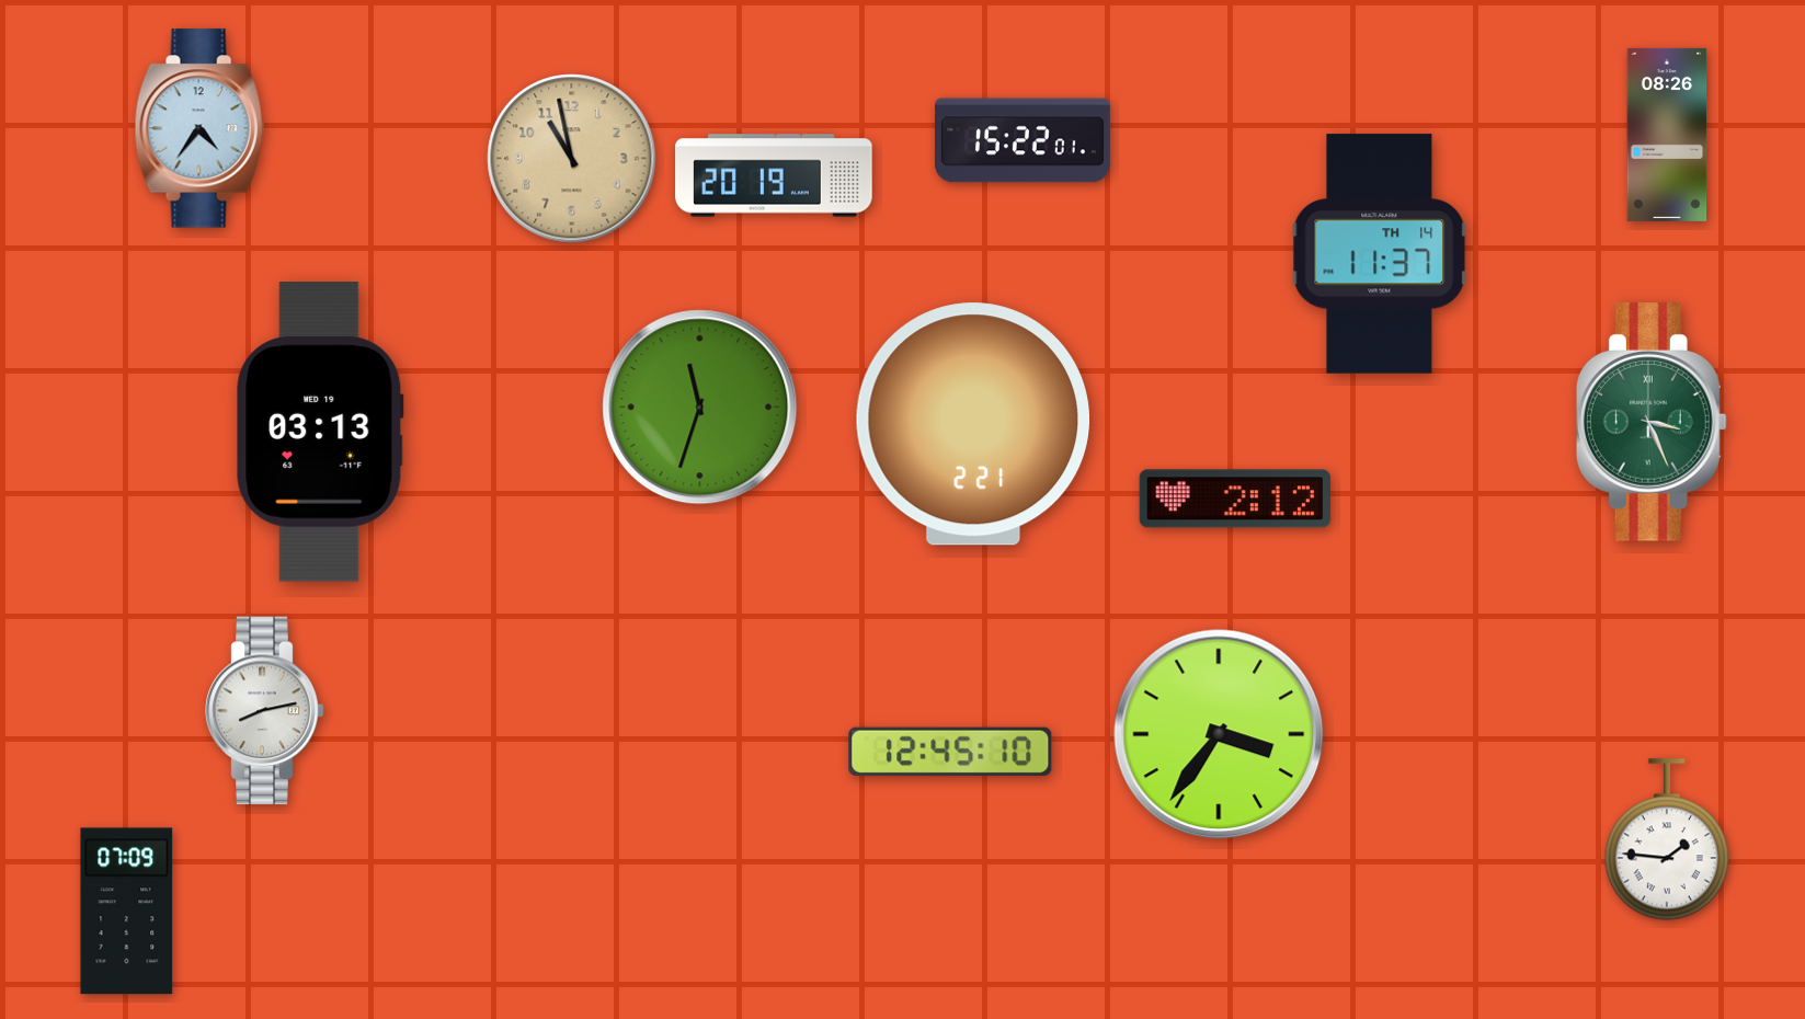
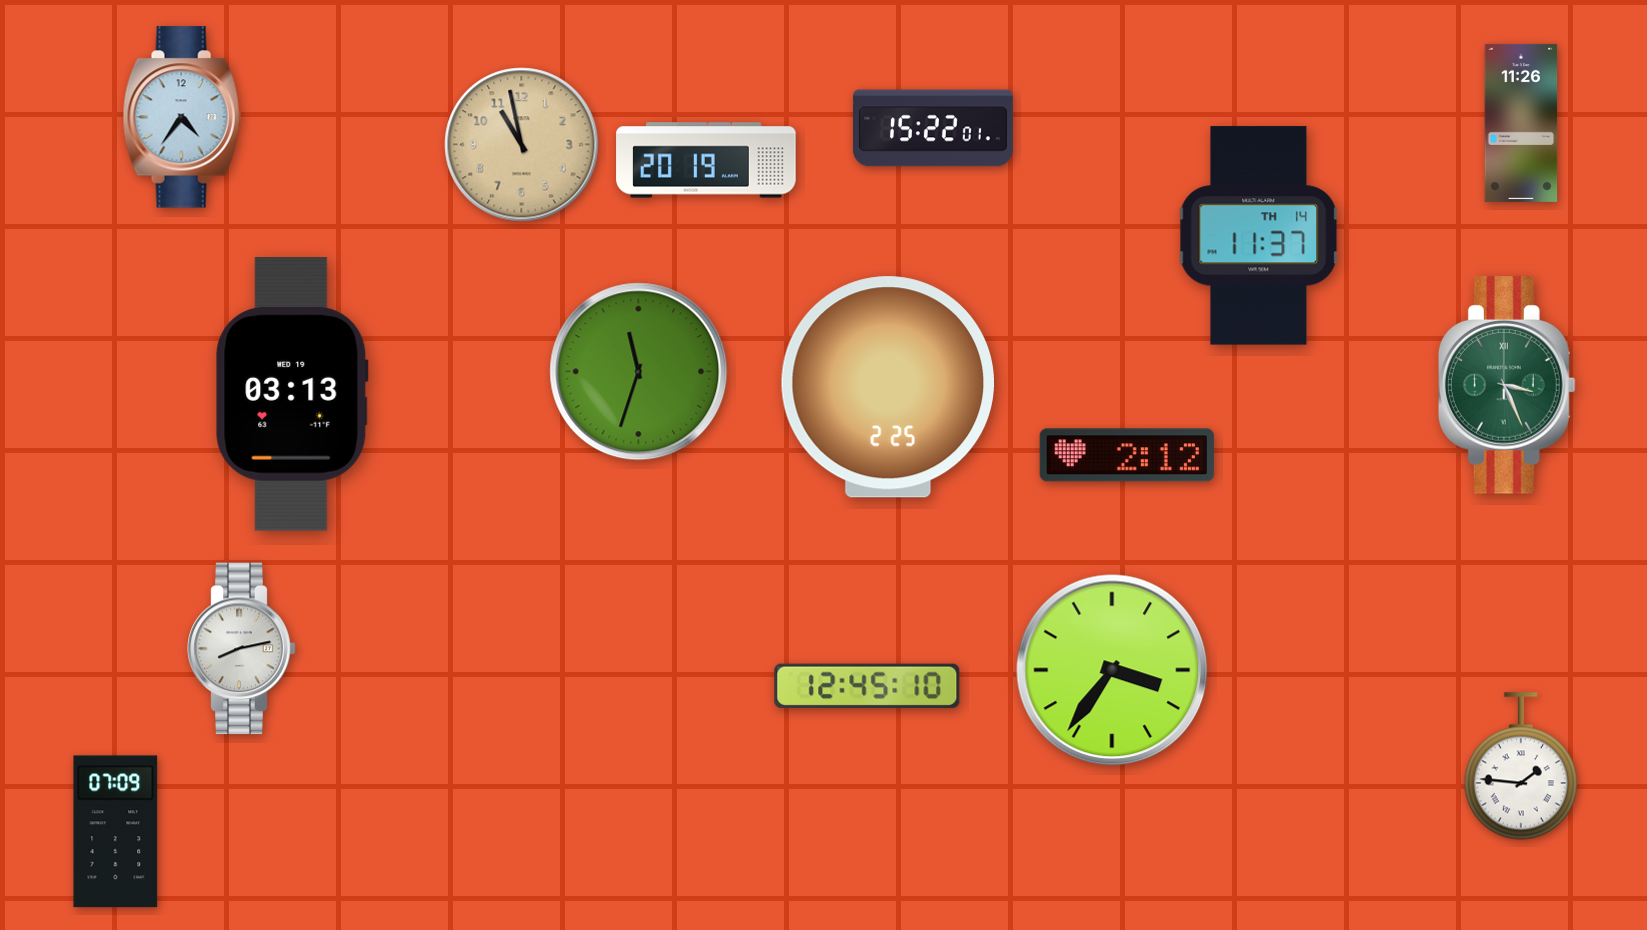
clock at (1667, 135): 08:26 -> 11:26
clock at (1380, 254) position: (1380, 254) -> (1259, 236)
clock at (972, 424): 2:21 -> 2:25
